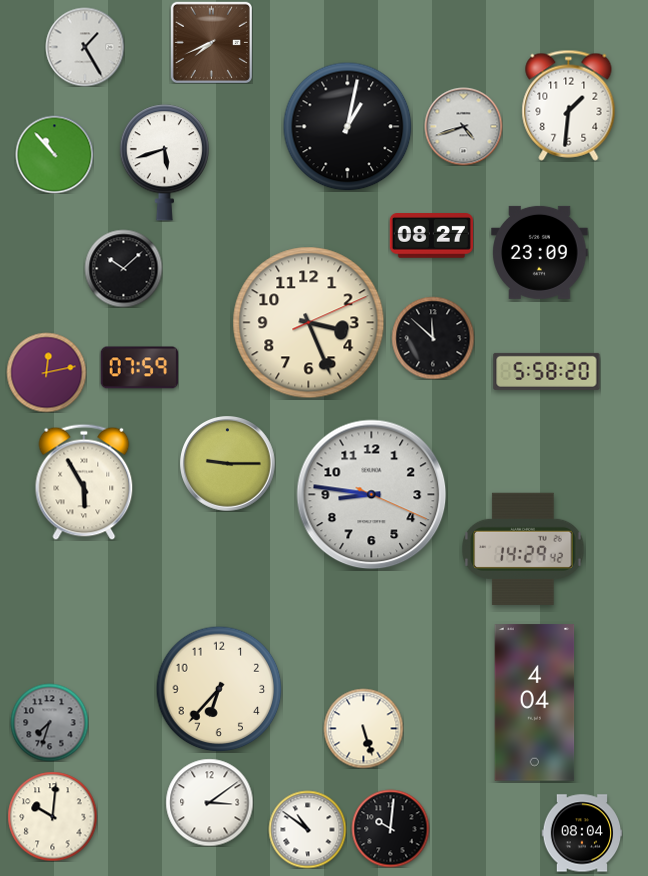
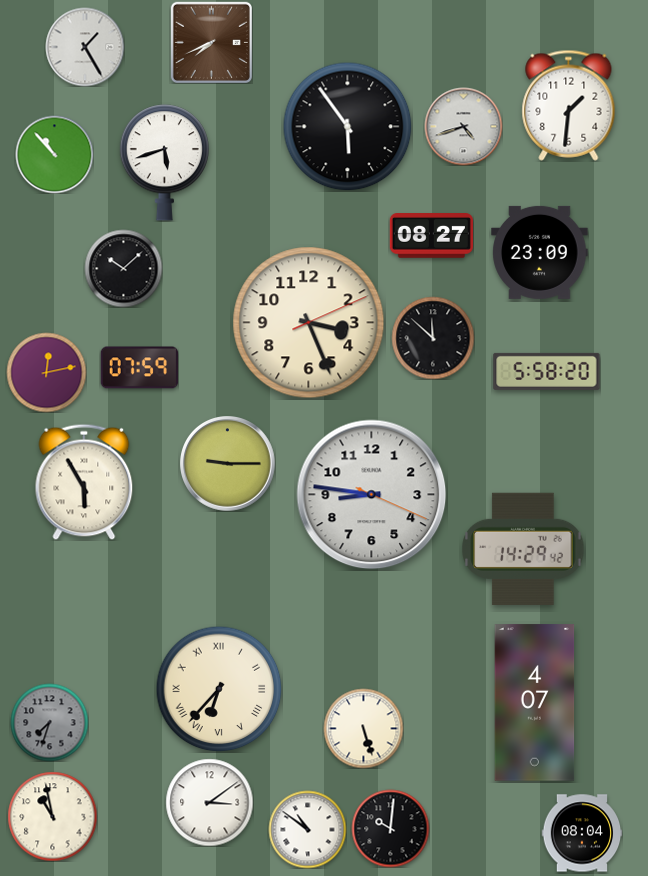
clock at (347, 126): 1:02 -> 5:54
clock at (219, 689) numerals: Arabic -> Roman
clock at (535, 703): 4:04 -> 4:07
clock at (52, 816): 10:01 -> 10:58
